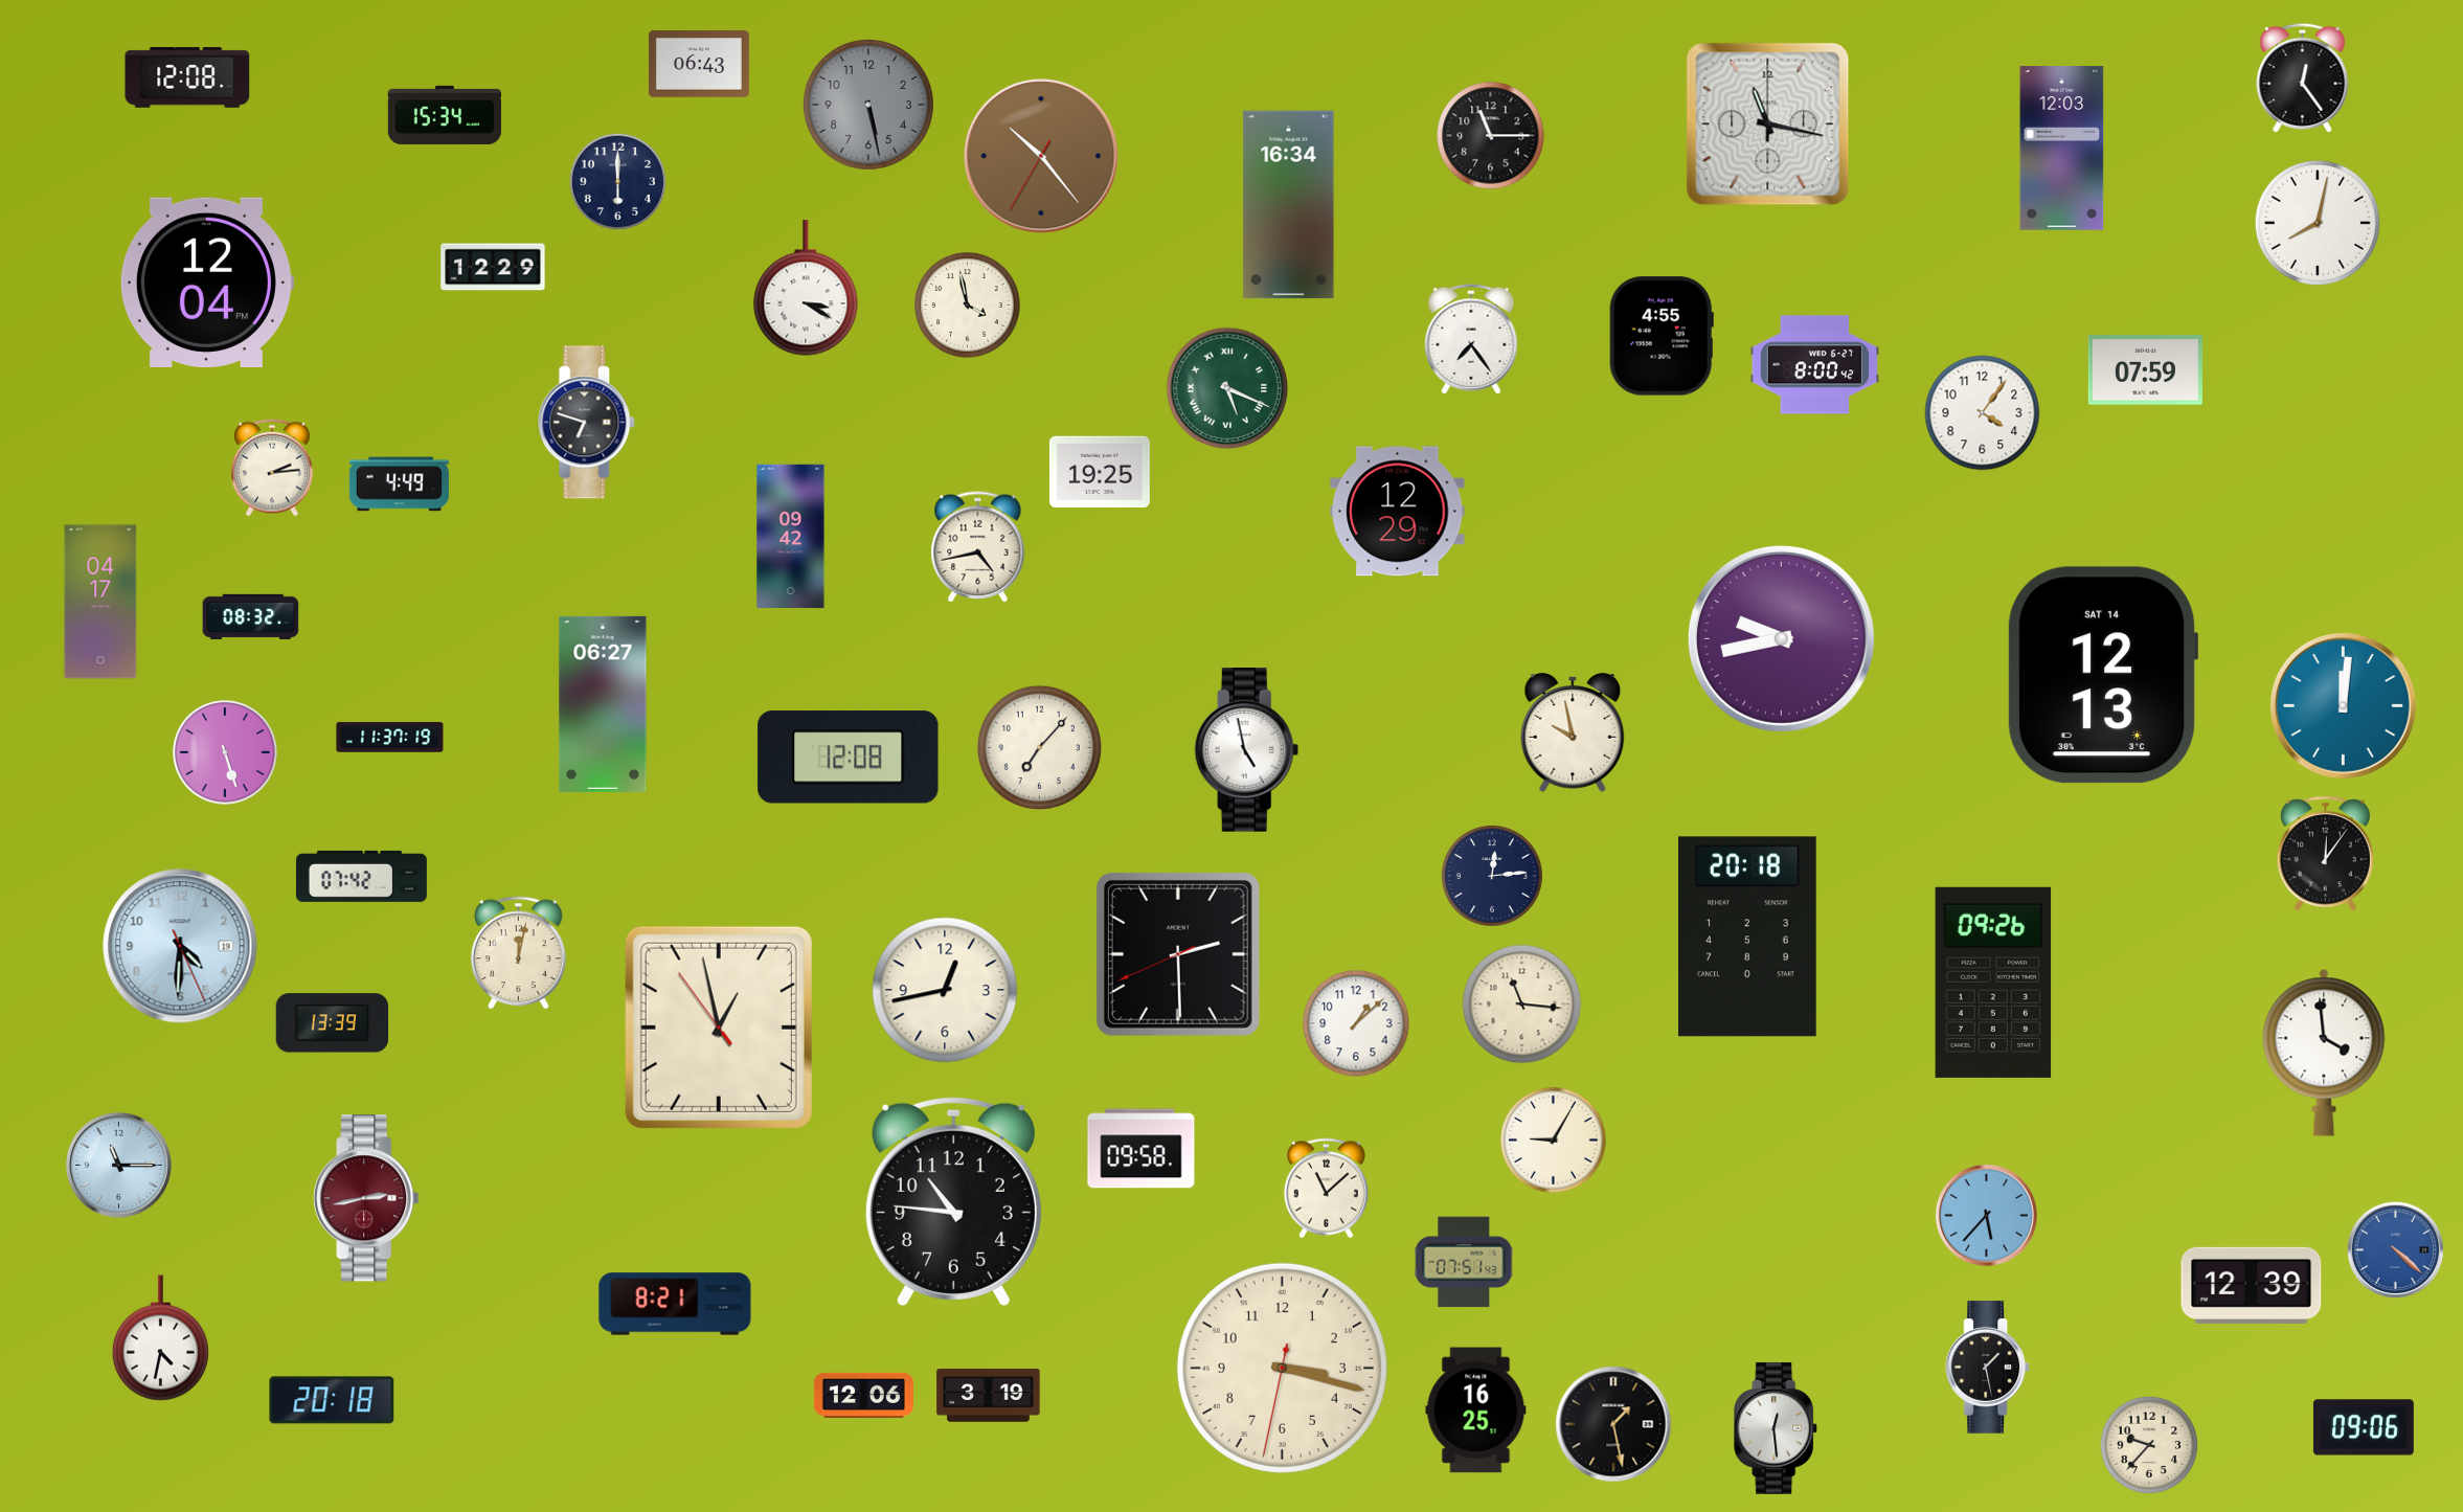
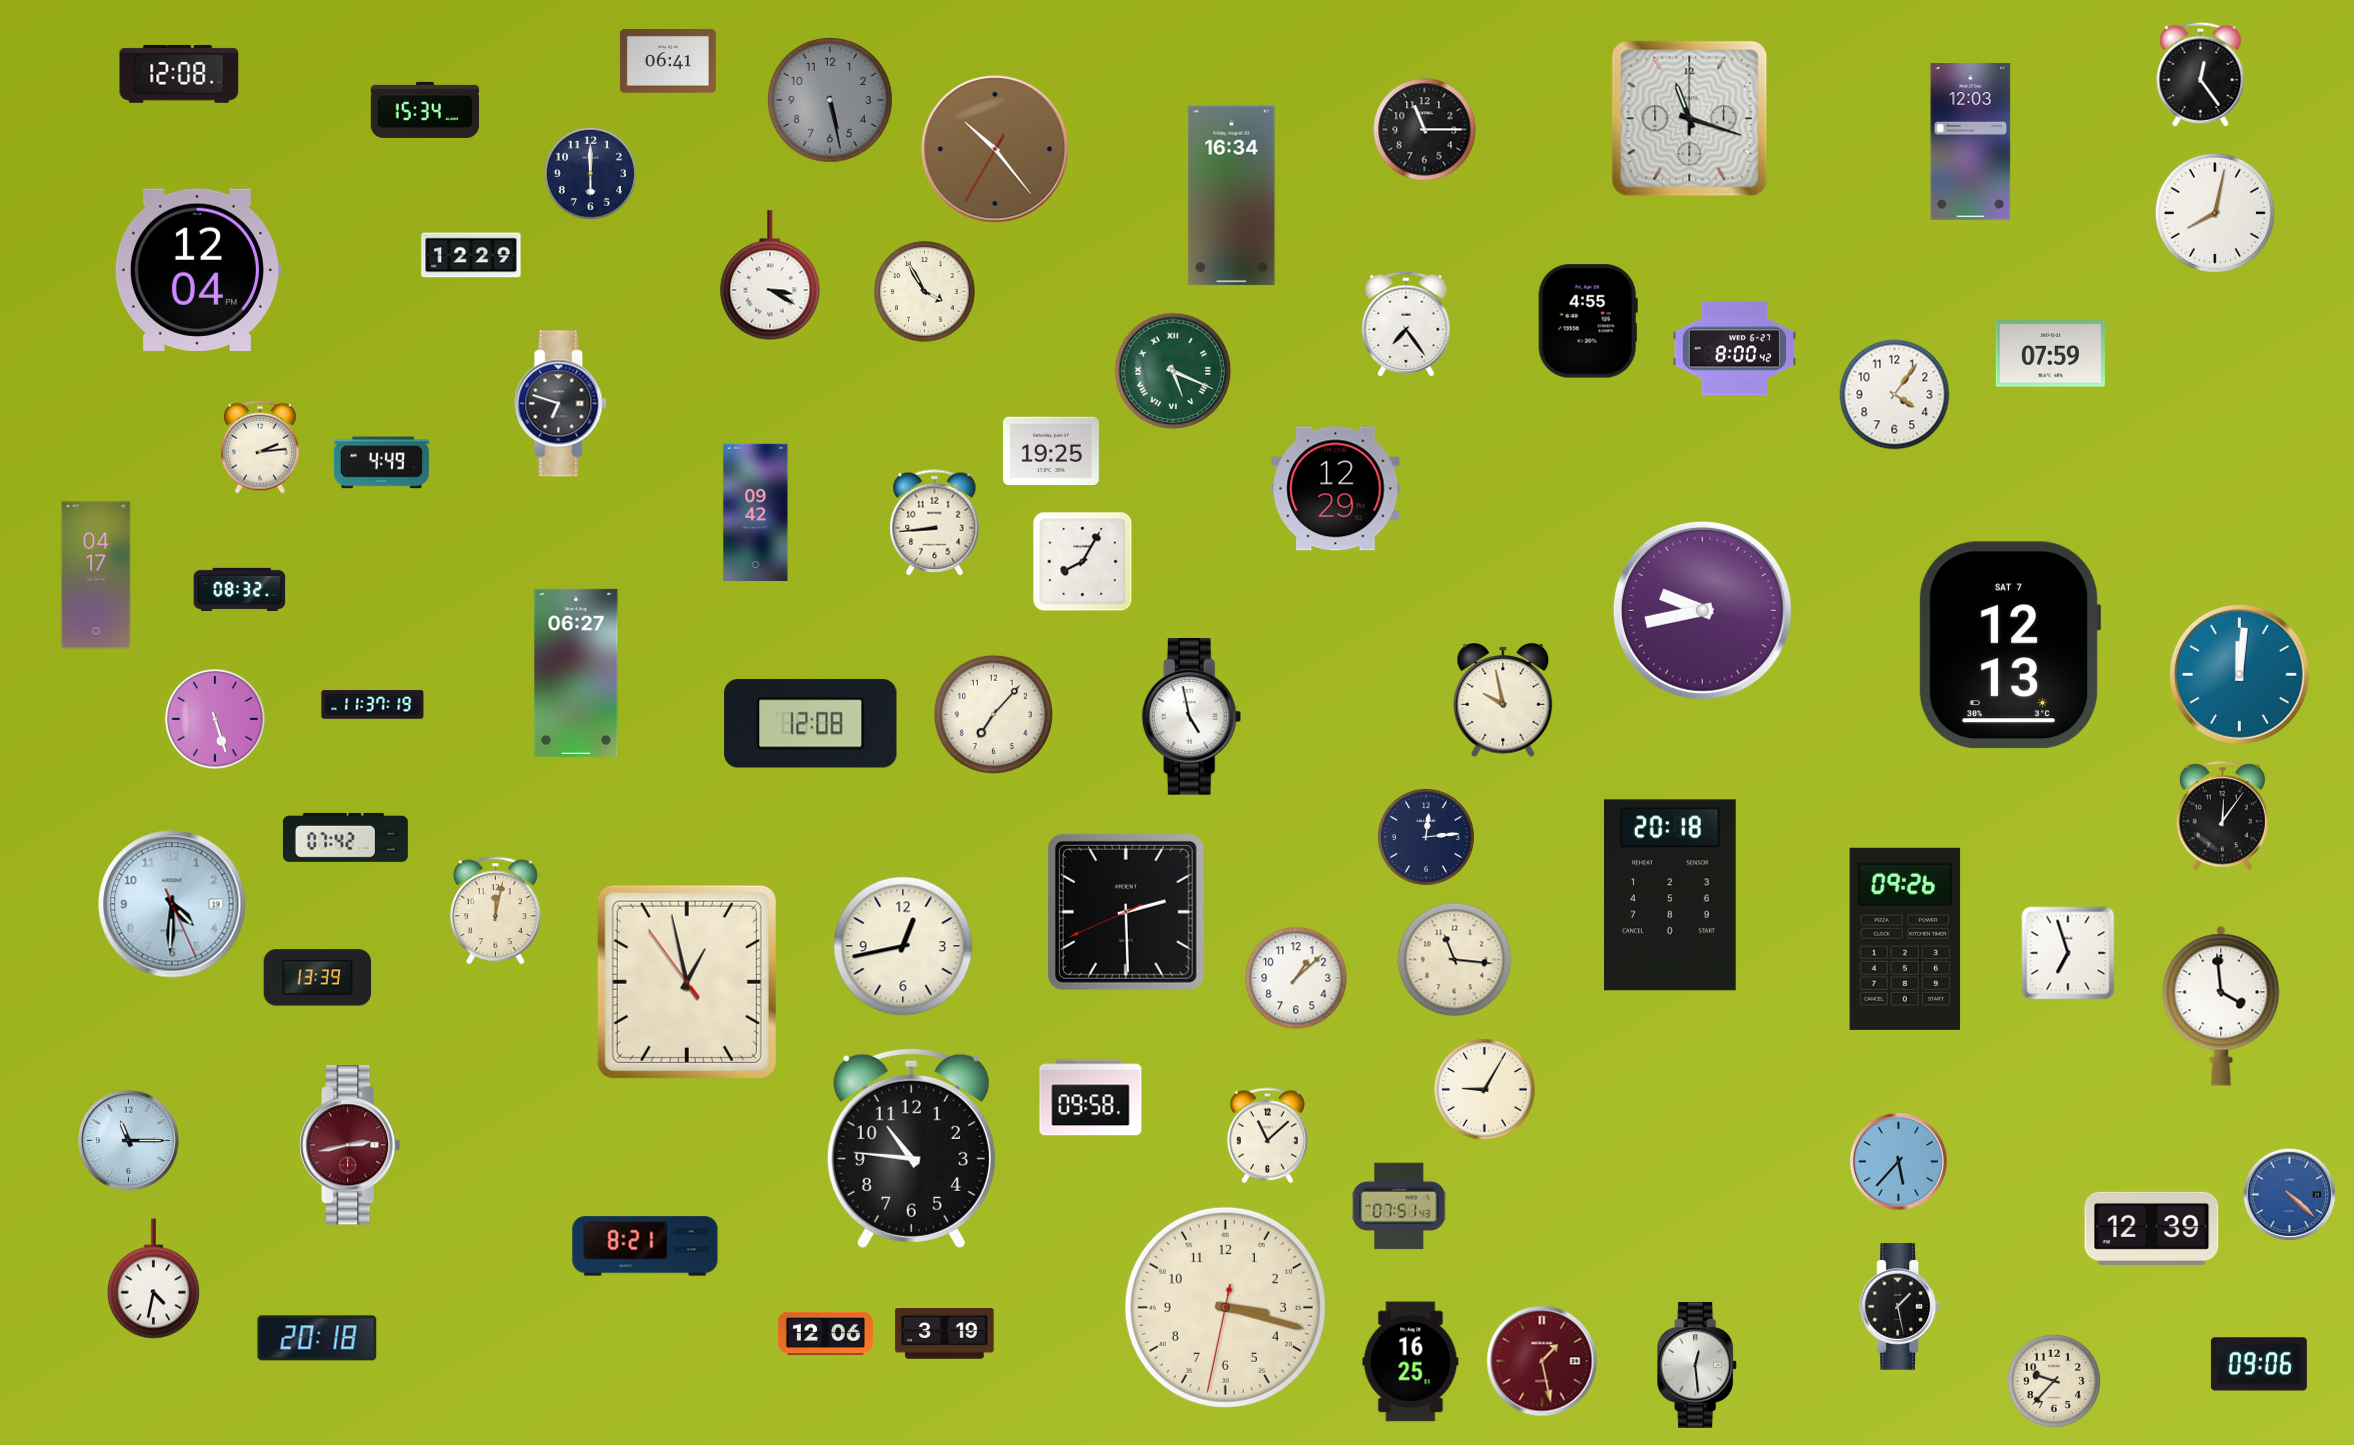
clock at (699, 64): 06:43 -> 06:41
clock at (1768, 125): 11:17 -> 11:18
clock at (968, 306): 3:58 -> 3:55
clock at (978, 547): 4:43 -> 8:44
clock at (1083, 562): none -> 8:05
clock at (2103, 675) date: SAT 14 -> SAT 7
clock at (2068, 953): none -> 6:57
clock at (119, 1166) position: (119, 1166) -> (129, 1141)
clock at (1476, 1411) position: (1476, 1411) -> (1411, 1362)
clock at (1613, 1424) dial: black -> burgundy
